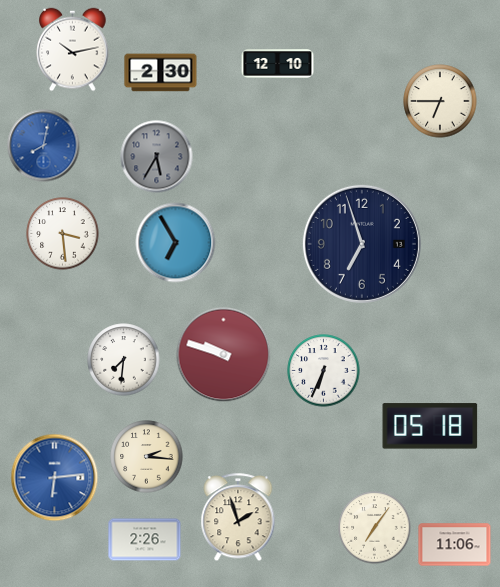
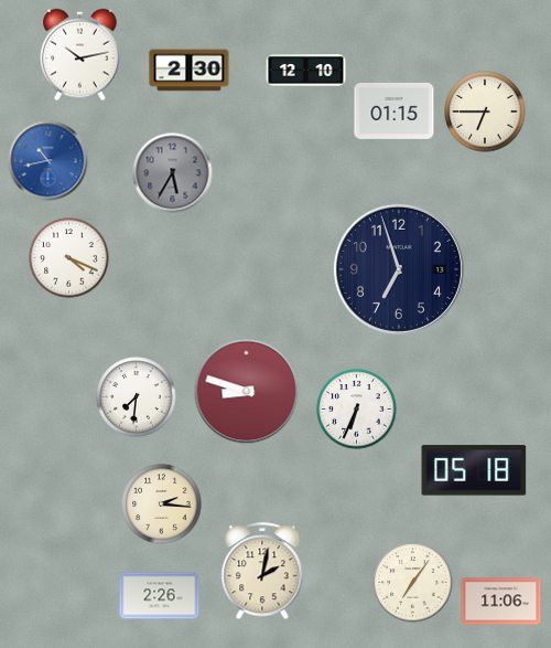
clock at (161, 73) position: (161, 73) -> (190, 71)
clock at (395, 110): none -> 01:15
clock at (44, 146): 8:02 -> 10:43
clock at (63, 234): 3:29 -> 4:19
clock at (176, 243): 6:55 -> none
clock at (224, 355): 9:48 -> 8:48
clock at (55, 478): 6:14 -> none
clock at (238, 518): 1:57 -> 2:02
